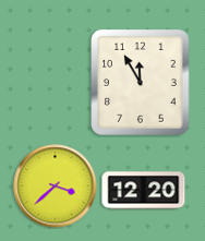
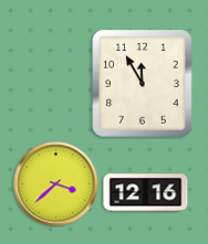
clock at (56, 186) position: (56, 186) -> (56, 184)
clock at (144, 191): 12:20 -> 12:16
